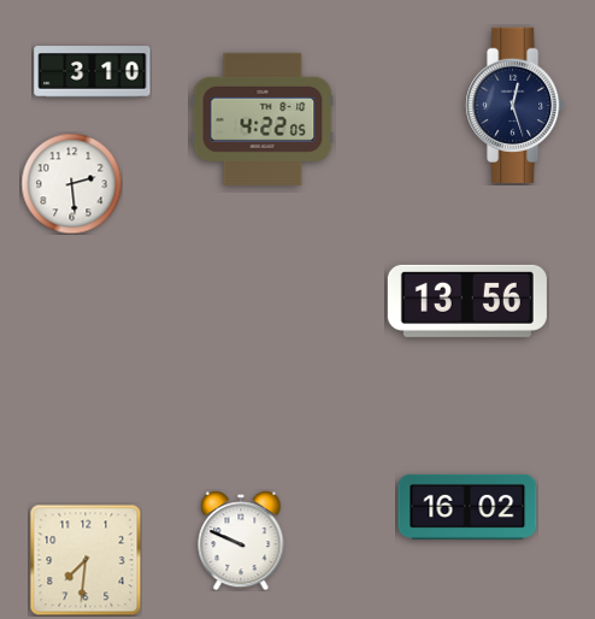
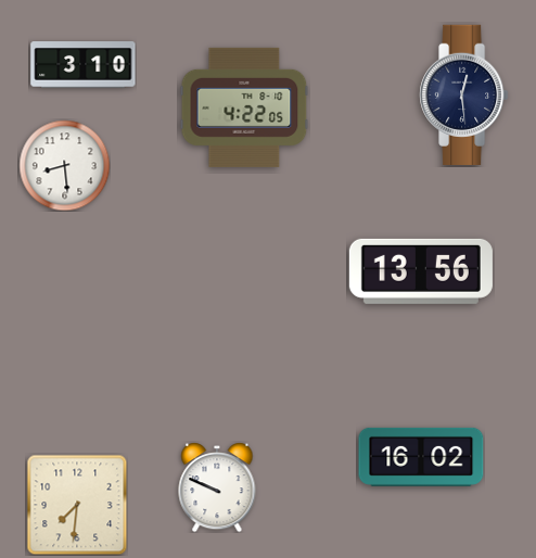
clock at (516, 105): 12:27 -> 12:29
clock at (263, 119) position: (263, 119) -> (244, 107)
clock at (71, 183): 2:29 -> 8:29
